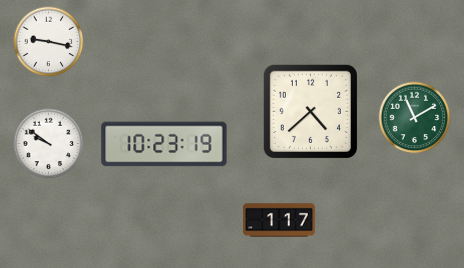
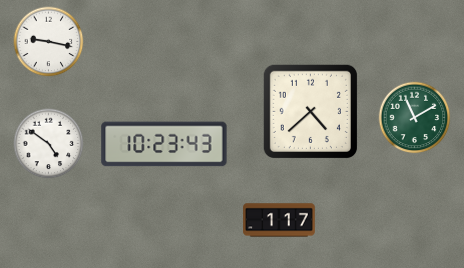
clock at (49, 144): 9:51 -> 4:51
clock at (164, 144): 10:23:19 -> 10:23:43
